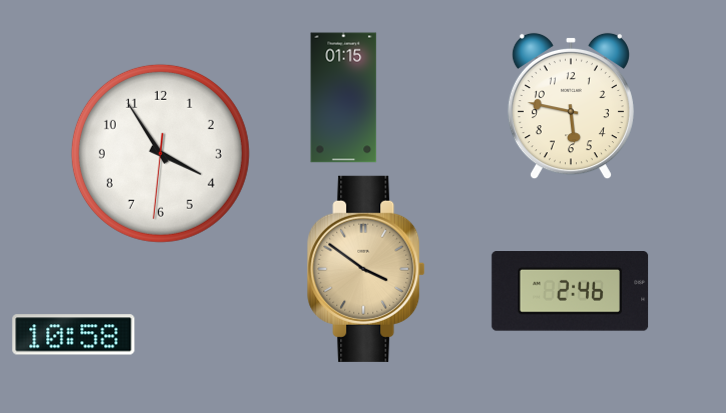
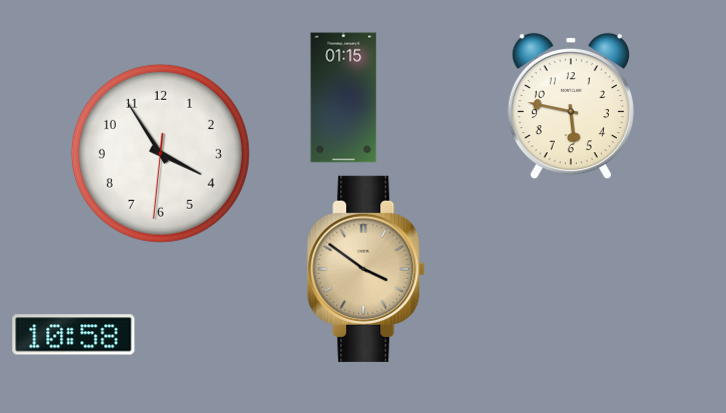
clock at (570, 292): 2:46 -> none
